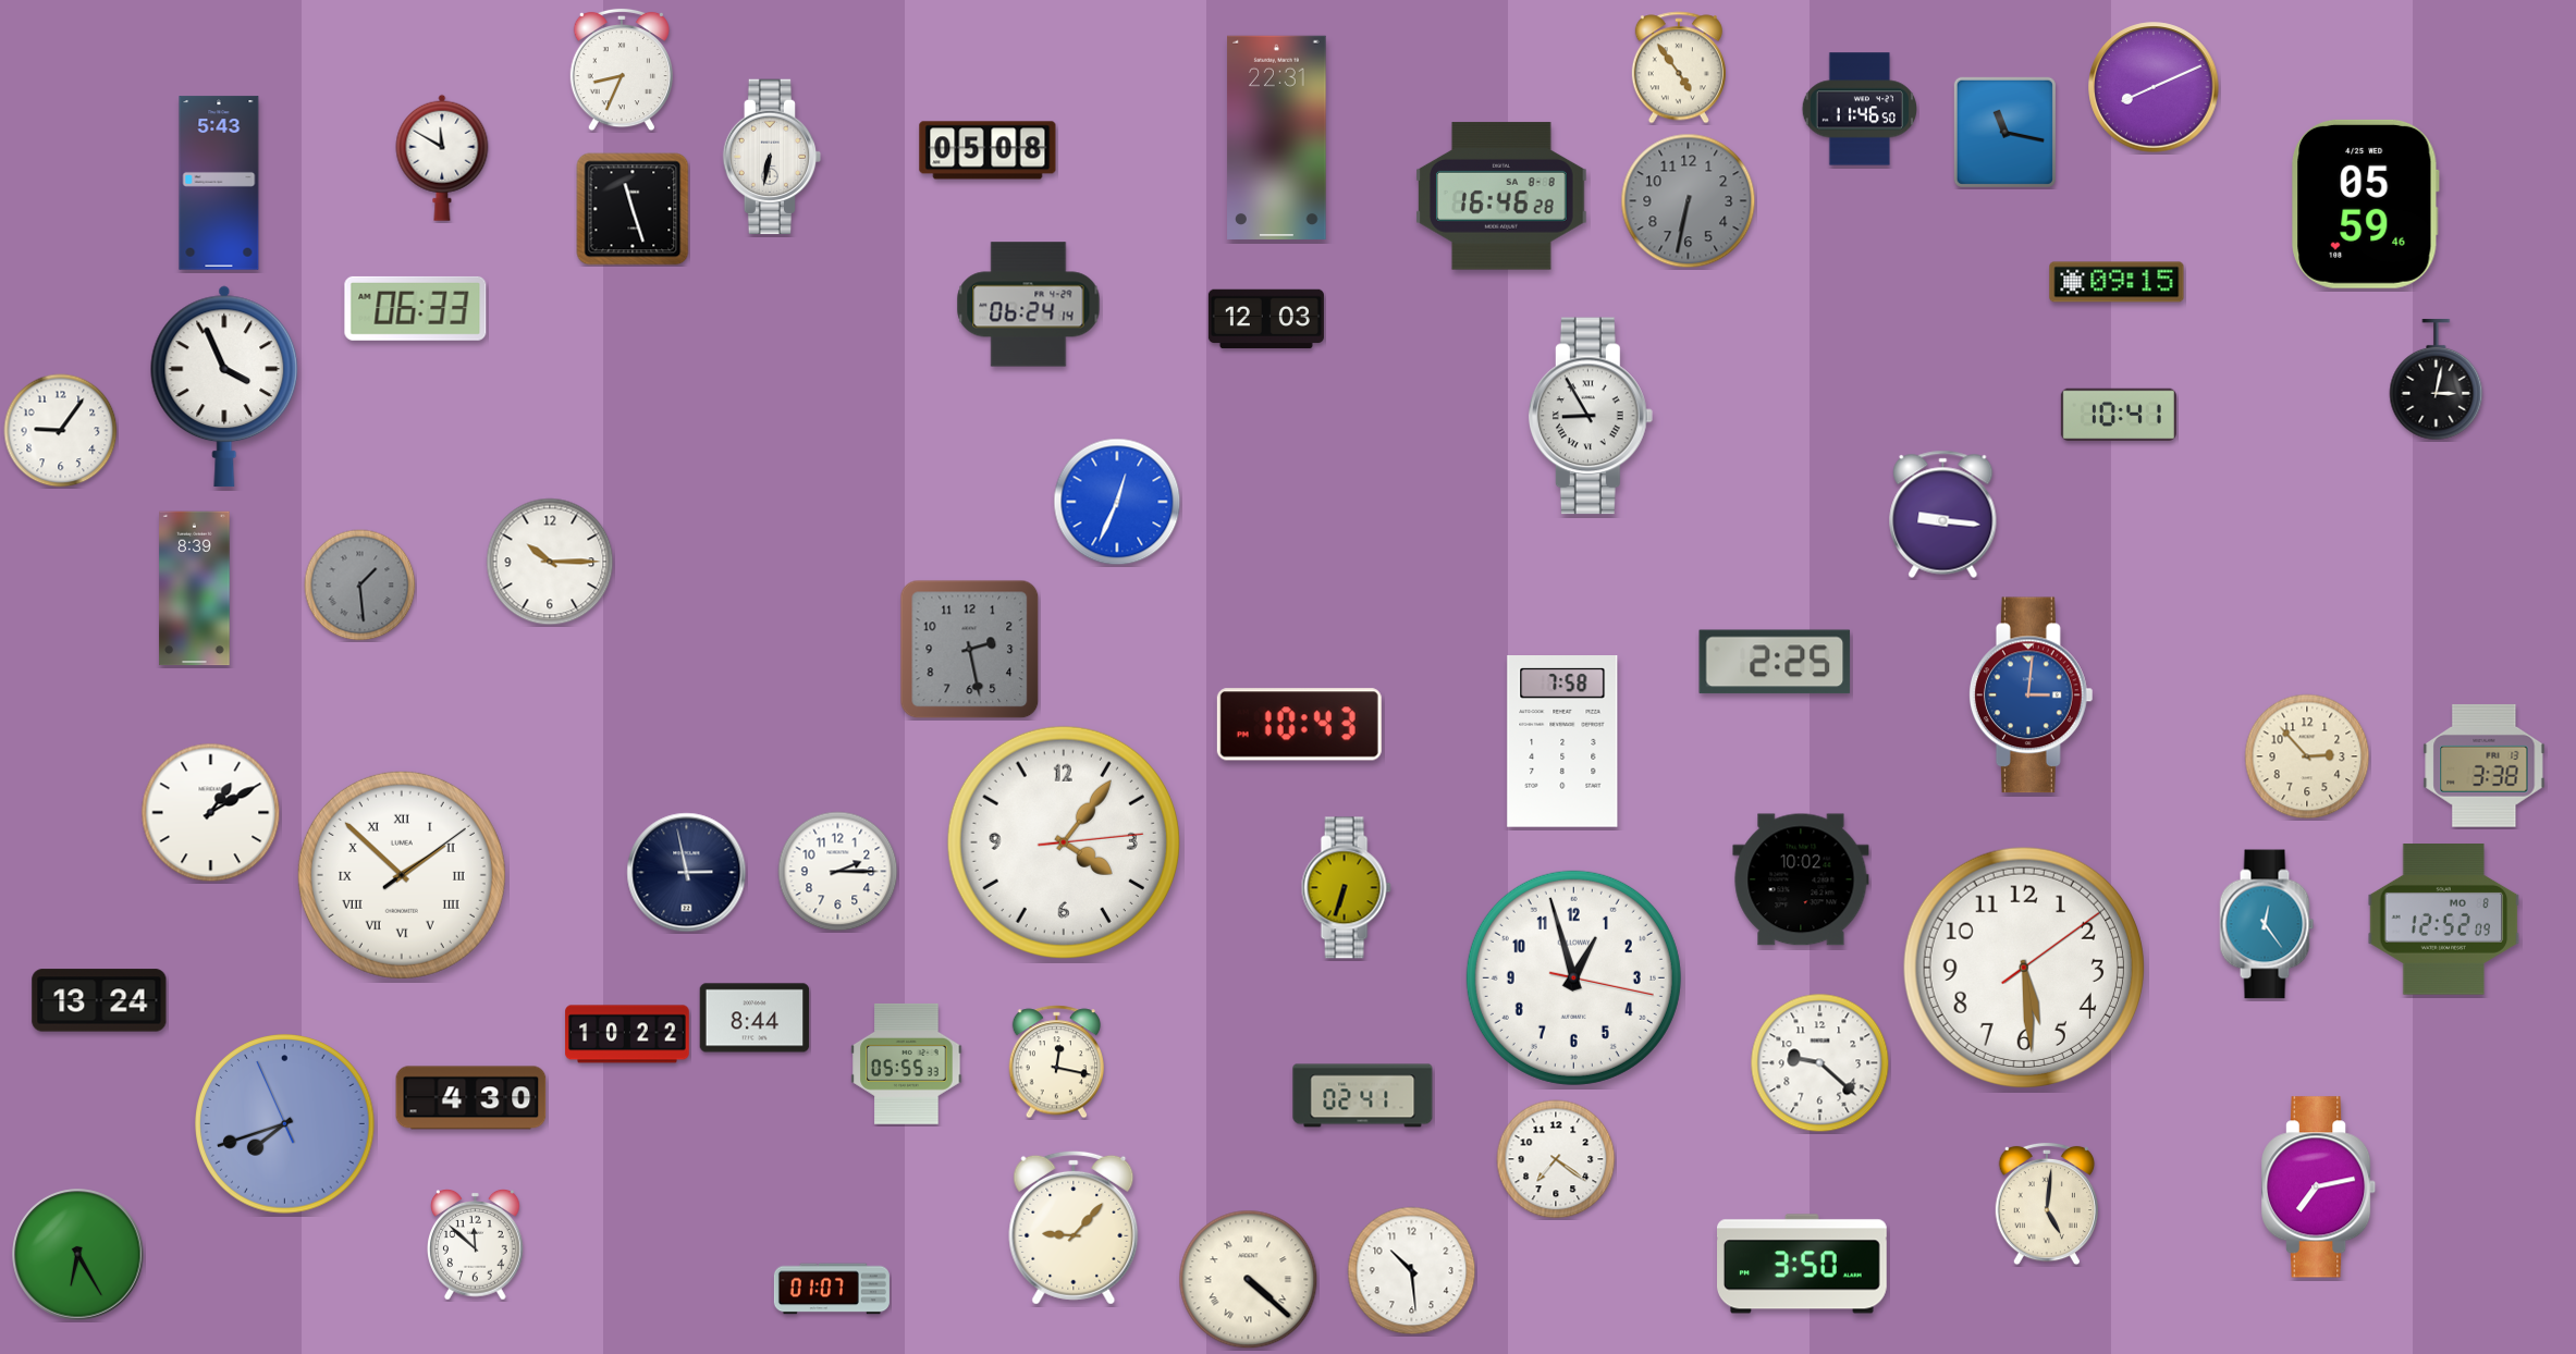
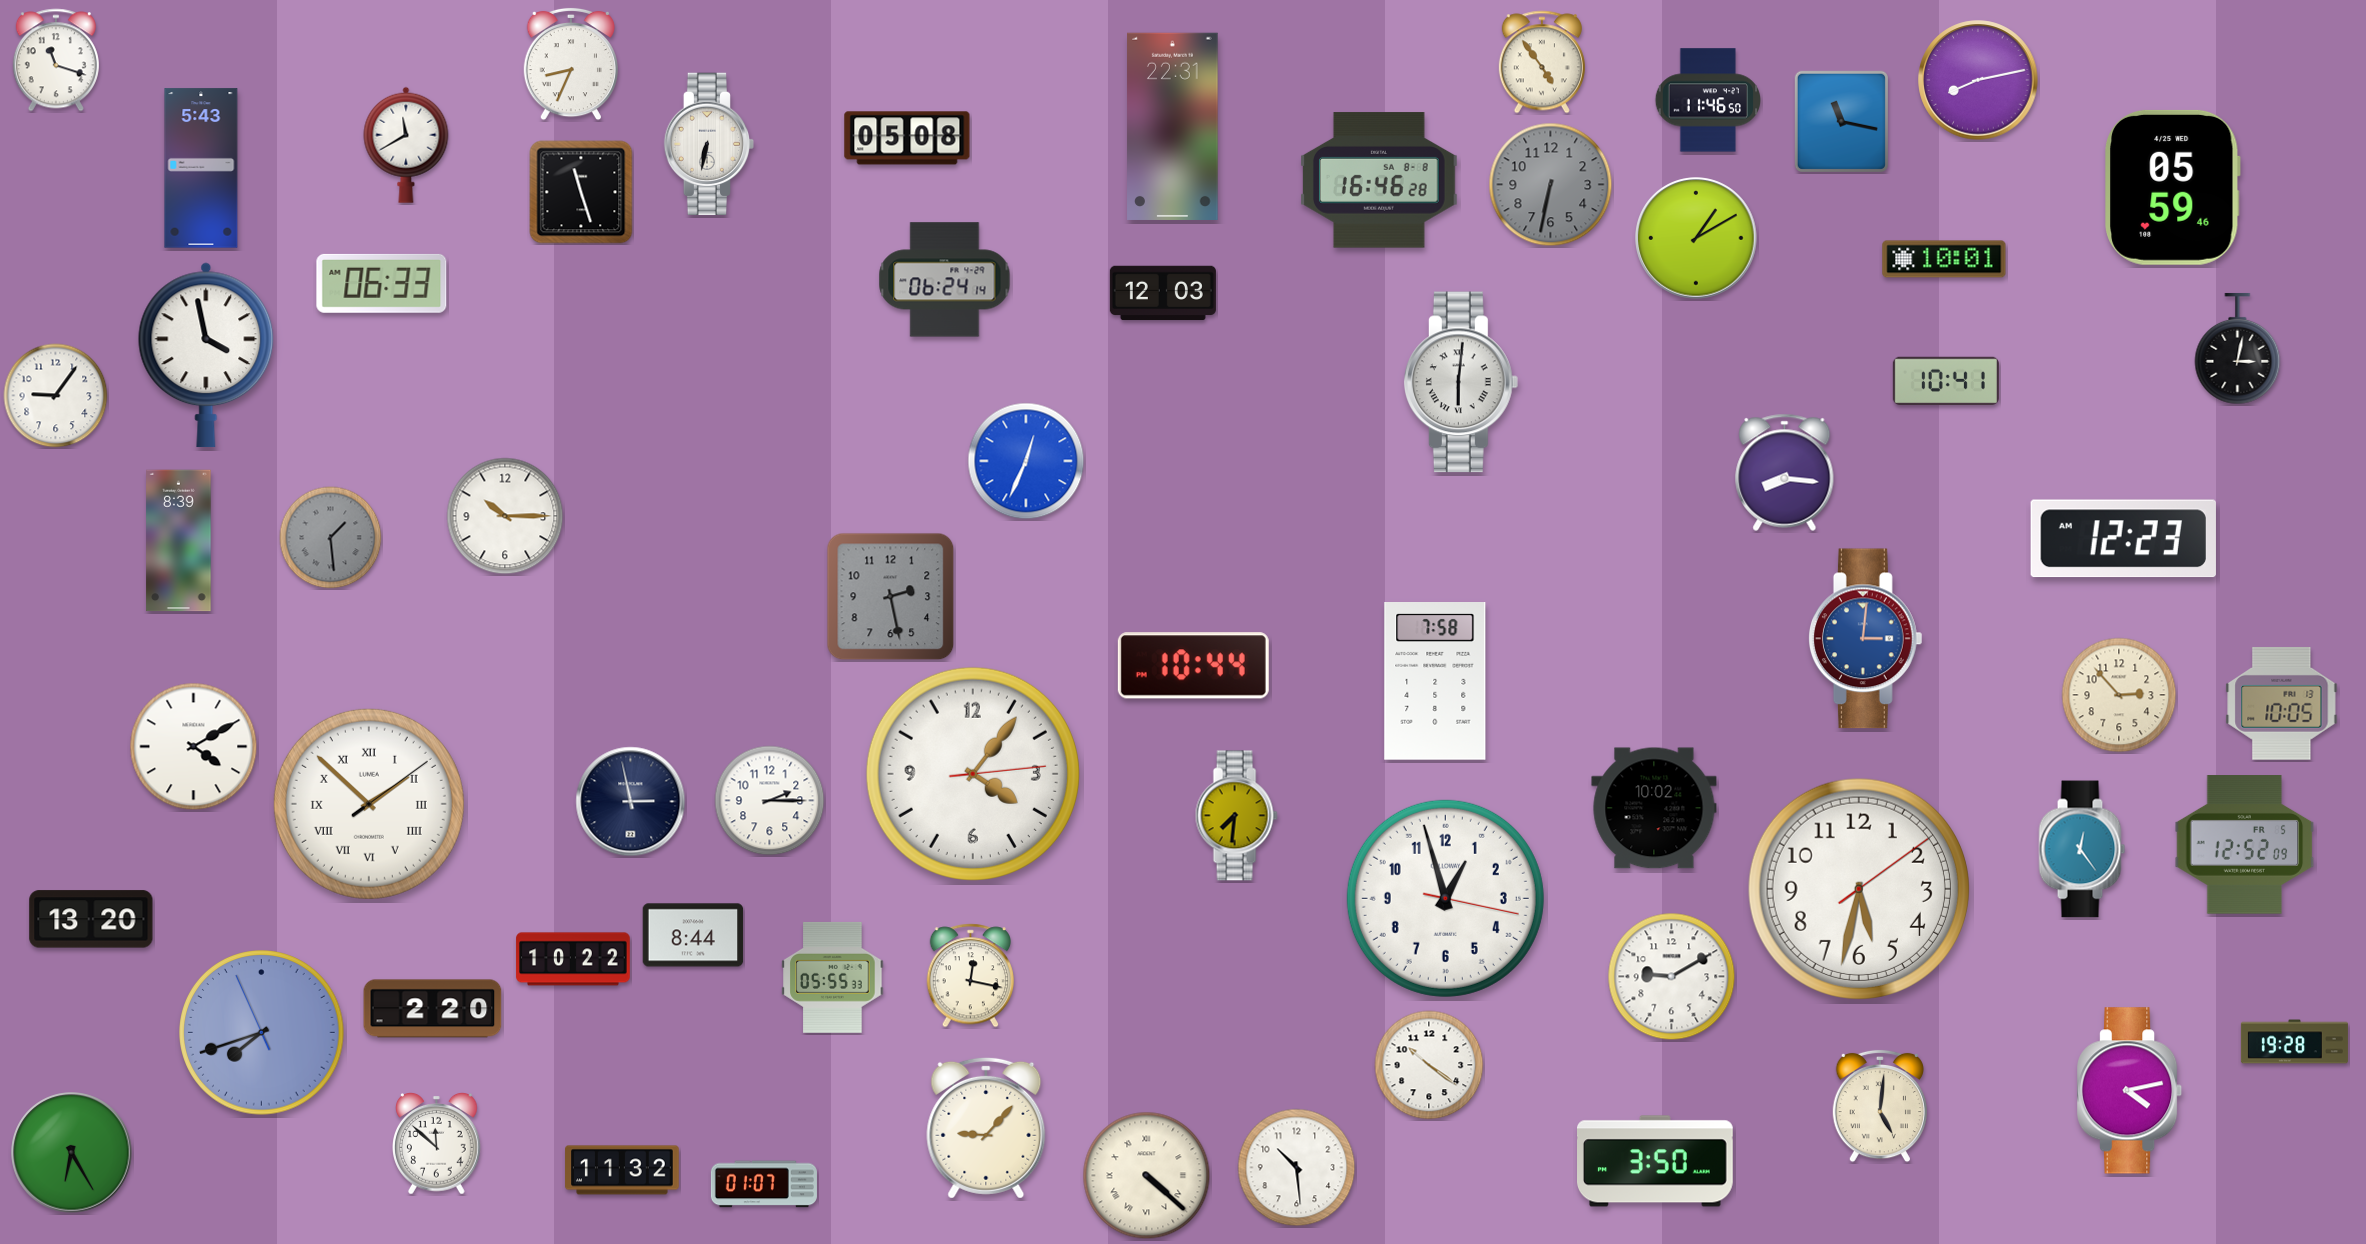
clock at (56, 60): none -> 11:18
clock at (2154, 87): 8:11 -> 8:13
clock at (442, 158): 11:50 -> 11:40
clock at (1696, 238): none -> 1:10
clock at (2117, 282): 09:15 -> 10:01
clock at (224, 386): 3:56 -> 3:58
clock at (1591, 416): 8:55 -> 6:01
clock at (1943, 514): 9:16 -> 8:16
clock at (2123, 539): none -> 12:23
clock at (1775, 662): 2:25 -> none
clock at (1299, 725): 10:43 -> 10:44
clock at (2485, 765): 3:38 -> 10:05
clock at (211, 813): 1:10 -> 4:10
clock at (1064, 842) position: (1064, 842) -> (973, 774)
clock at (1346, 888): 6:33 -> 7:31
clock at (2444, 920) date: MO 8 -> FR 5
clock at (2024, 968): 5:29 -> 5:32
clock at (99, 1000): 13:24 -> 13:20
clock at (627, 1034) position: (627, 1034) -> (573, 959)
clock at (1820, 1063): 9:22 -> 9:10
clock at (1363, 1096): 02:41 -> none
clock at (471, 1098): 4:30 -> 2:20
clock at (2294, 1042): none -> 19:28
clock at (1556, 1159): 7:21 -> 10:21
clock at (2320, 1187): 7:13 -> 4:13
clock at (622, 1170): none -> 11:32
